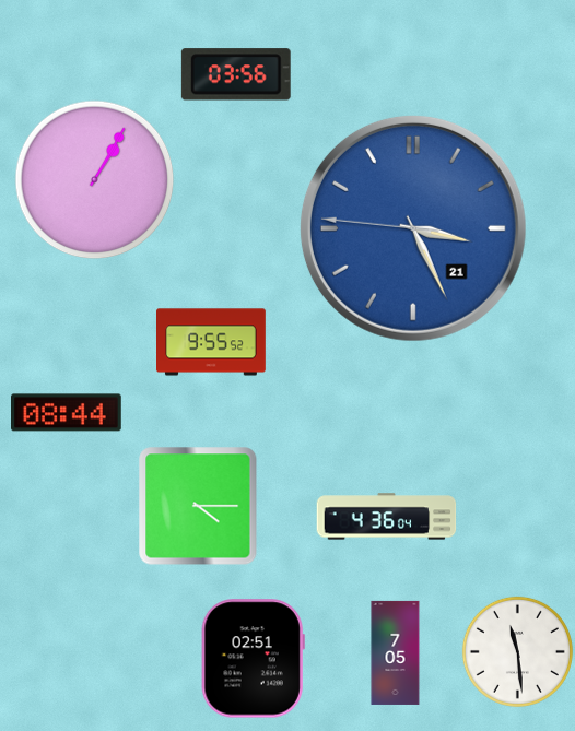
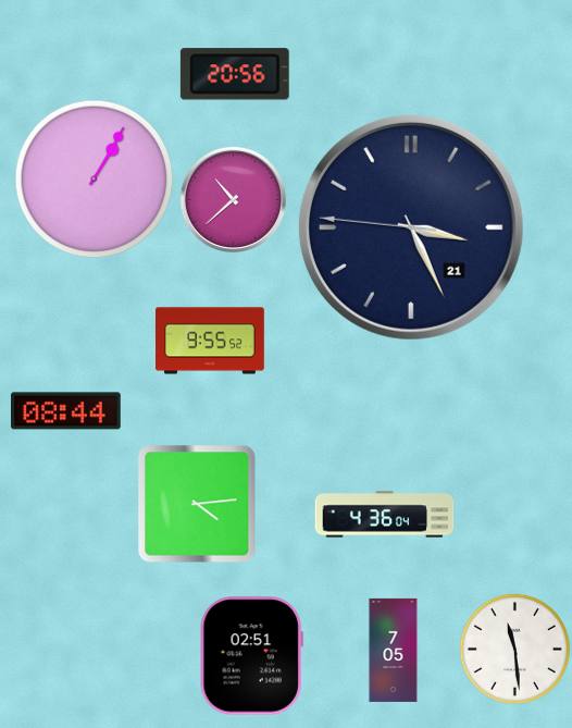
clock at (236, 74): 03:56 -> 20:56
clock at (233, 199): none -> 10:38
clock at (413, 228) dial: blue -> navy
clock at (198, 506): 4:15 -> 4:14
